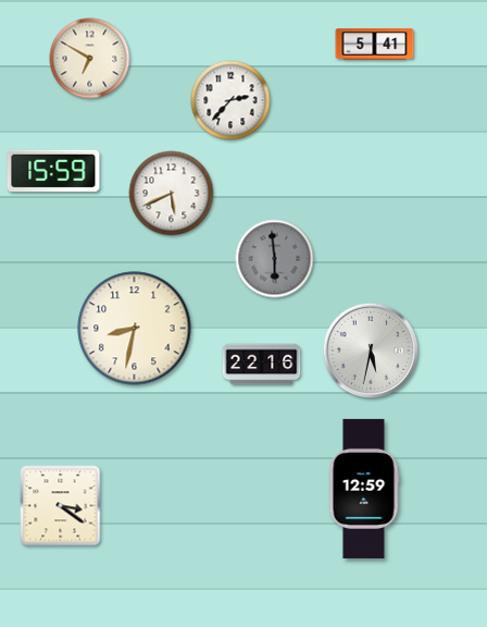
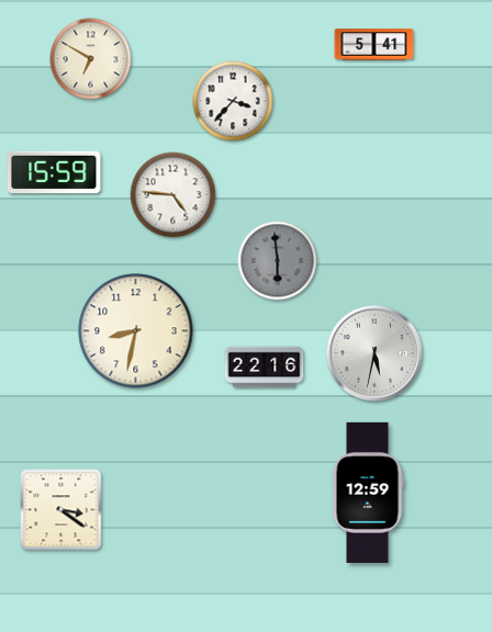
clock at (375, 45) position: (375, 45) -> (374, 45)
clock at (230, 100): 2:37 -> 3:37
clock at (172, 194): 5:41 -> 4:46
